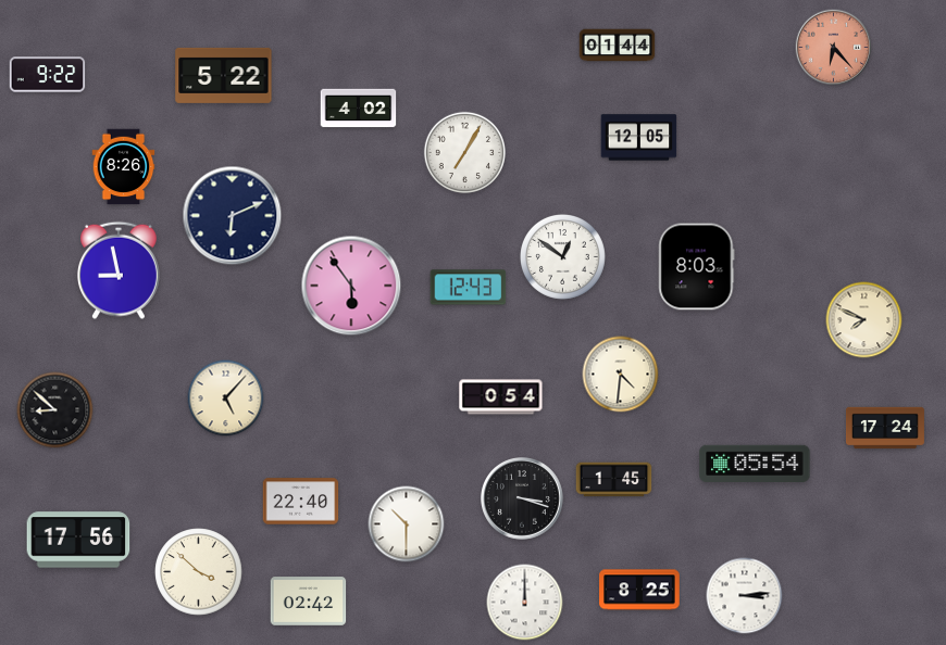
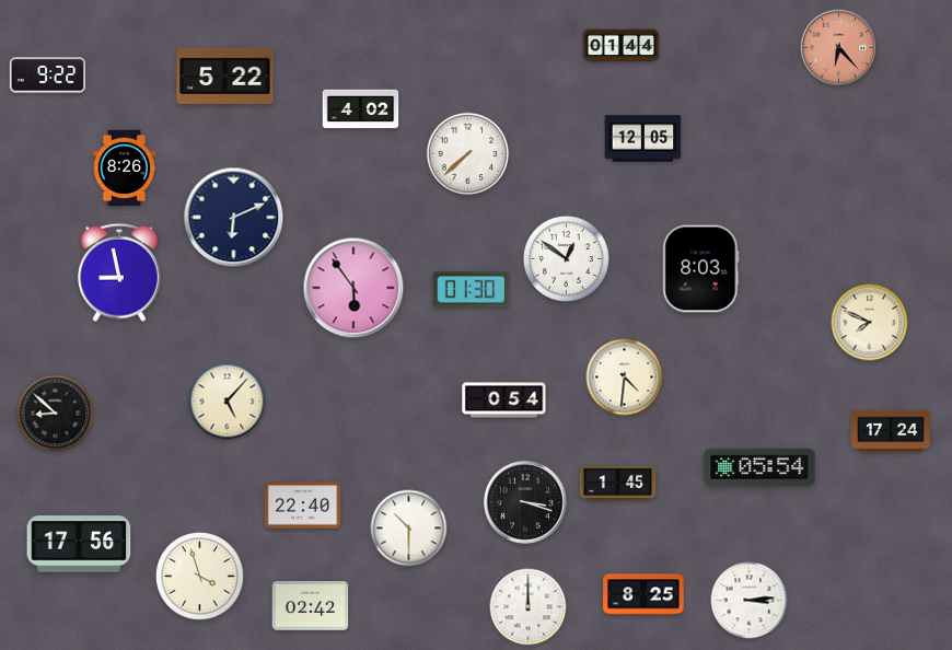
clock at (465, 153): 7:05 -> 7:38
clock at (469, 288): 12:43 -> 01:30
clock at (199, 572): 3:52 -> 3:57
